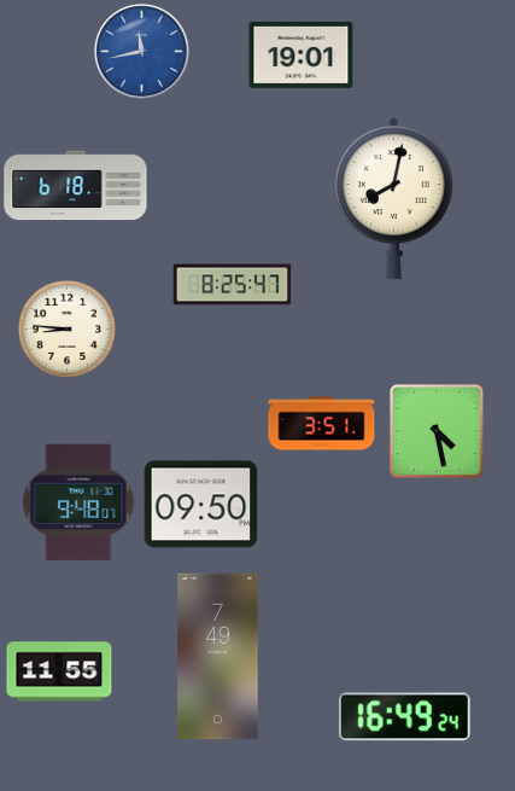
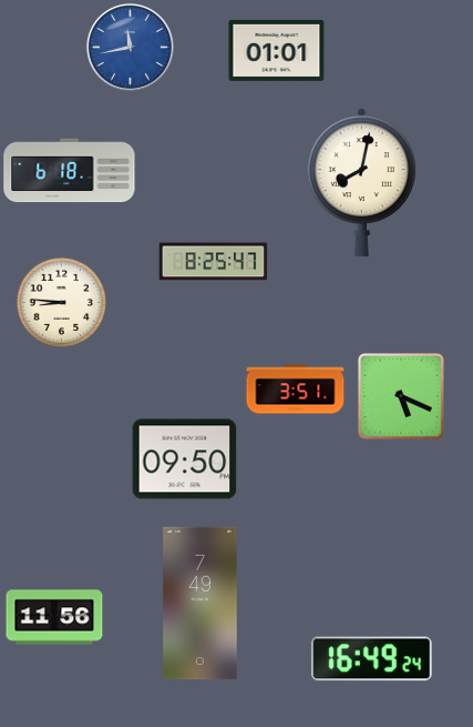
clock at (302, 54): 19:01 -> 01:01
clock at (437, 431): 4:28 -> 5:19
clock at (78, 502): 9:48 -> none
clock at (201, 505) position: (201, 505) -> (185, 460)
clock at (59, 671): 11:55 -> 11:56
